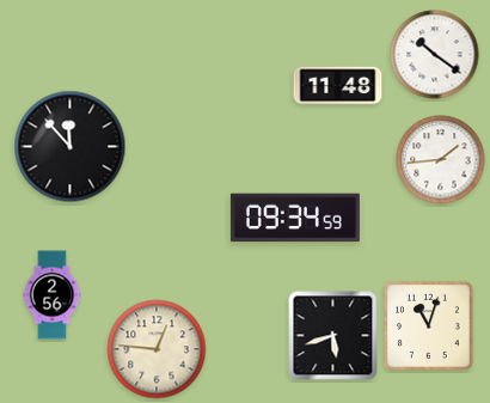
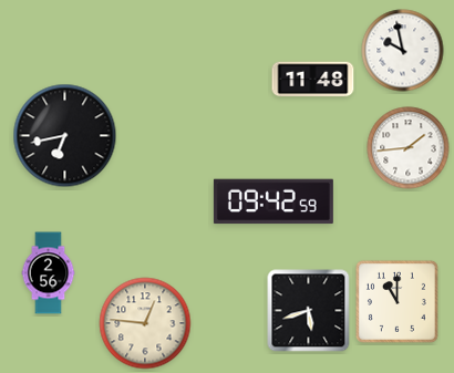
clock at (435, 55): 10:21 -> 9:58
clock at (71, 147): 11:53 -> 6:43
clock at (295, 218): 09:34 -> 09:42
clock at (428, 325): 11:03 -> 11:00
